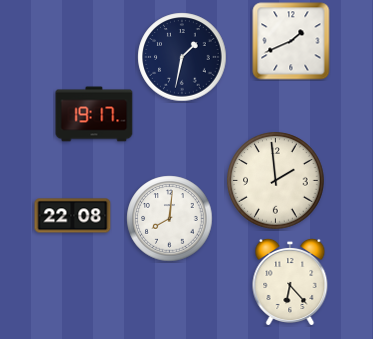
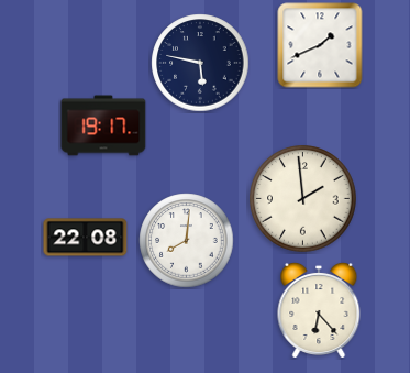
clock at (182, 57): 1:32 -> 5:47
clock at (73, 216) position: (73, 216) -> (86, 238)
